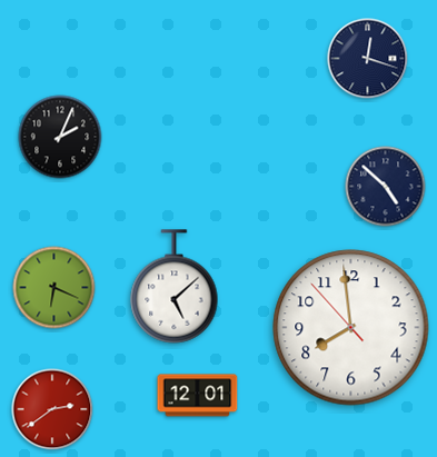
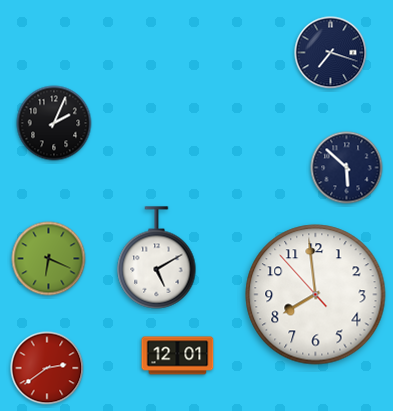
clock at (368, 59): 12:18 -> 7:18
clock at (386, 187): 4:52 -> 5:52
clock at (175, 287): 5:08 -> 5:10
